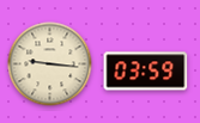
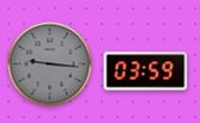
clock at (50, 64) dial: cream -> grey
